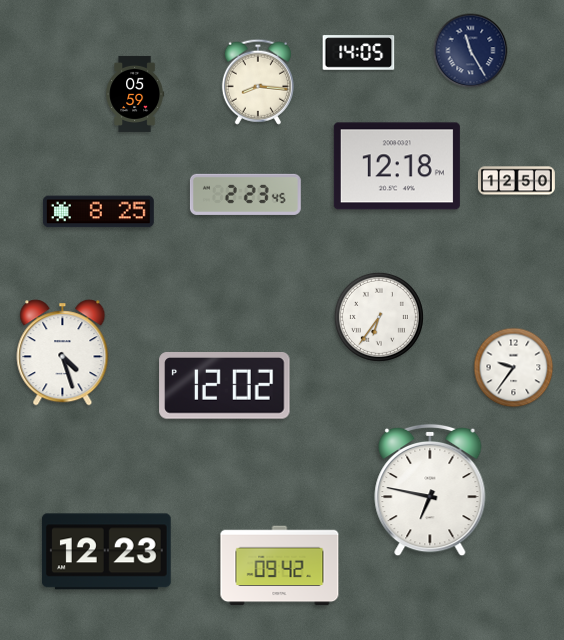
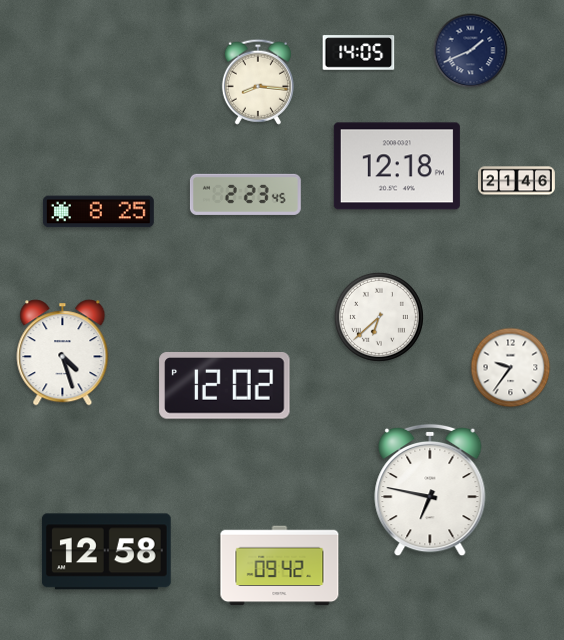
clock at (471, 51): 11:25 -> 1:41
clock at (135, 94): 05:59 -> none
clock at (516, 181): 12:50 -> 21:46
clock at (379, 317): 6:36 -> 6:38
clock at (514, 368) position: (514, 368) -> (511, 368)
clock at (106, 552): 12:23 -> 12:58
